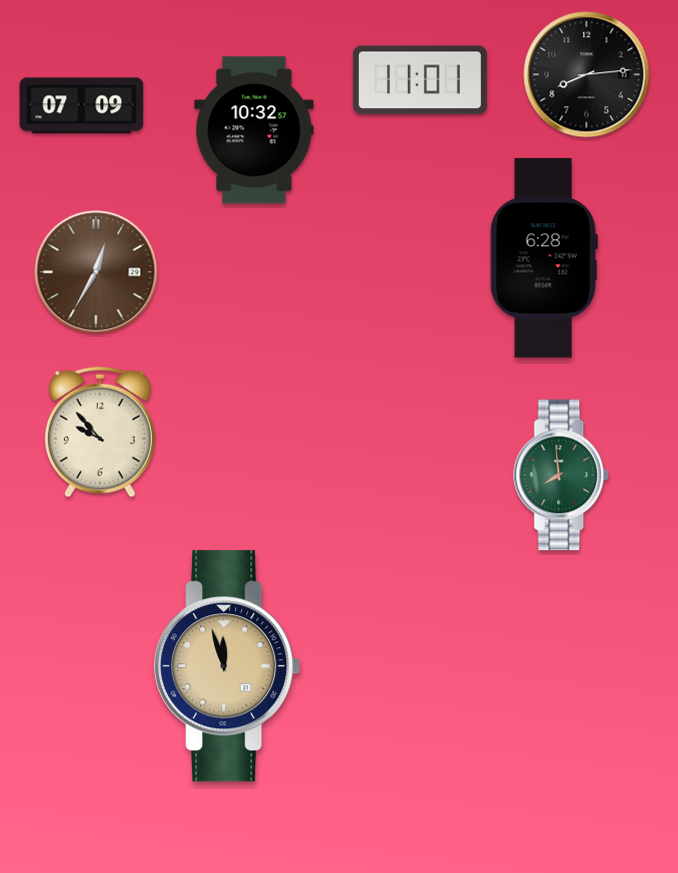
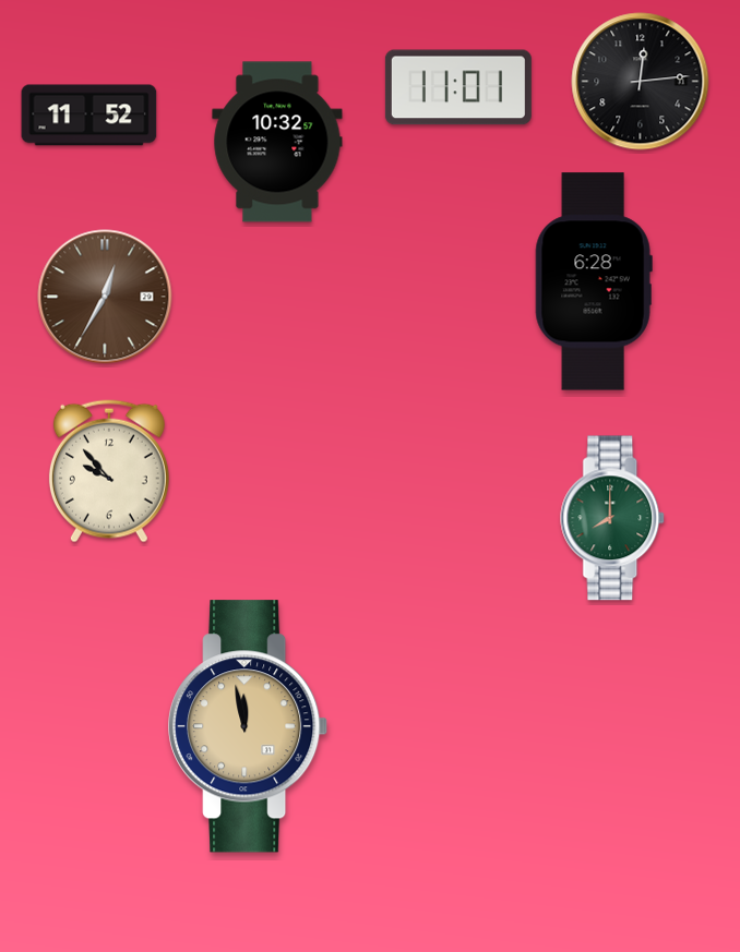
clock at (587, 75): 8:14 -> 12:14
clock at (82, 106): 07:09 -> 11:52
clock at (562, 475): 7:59 -> 8:00
clock at (228, 666): 11:57 -> 11:58
